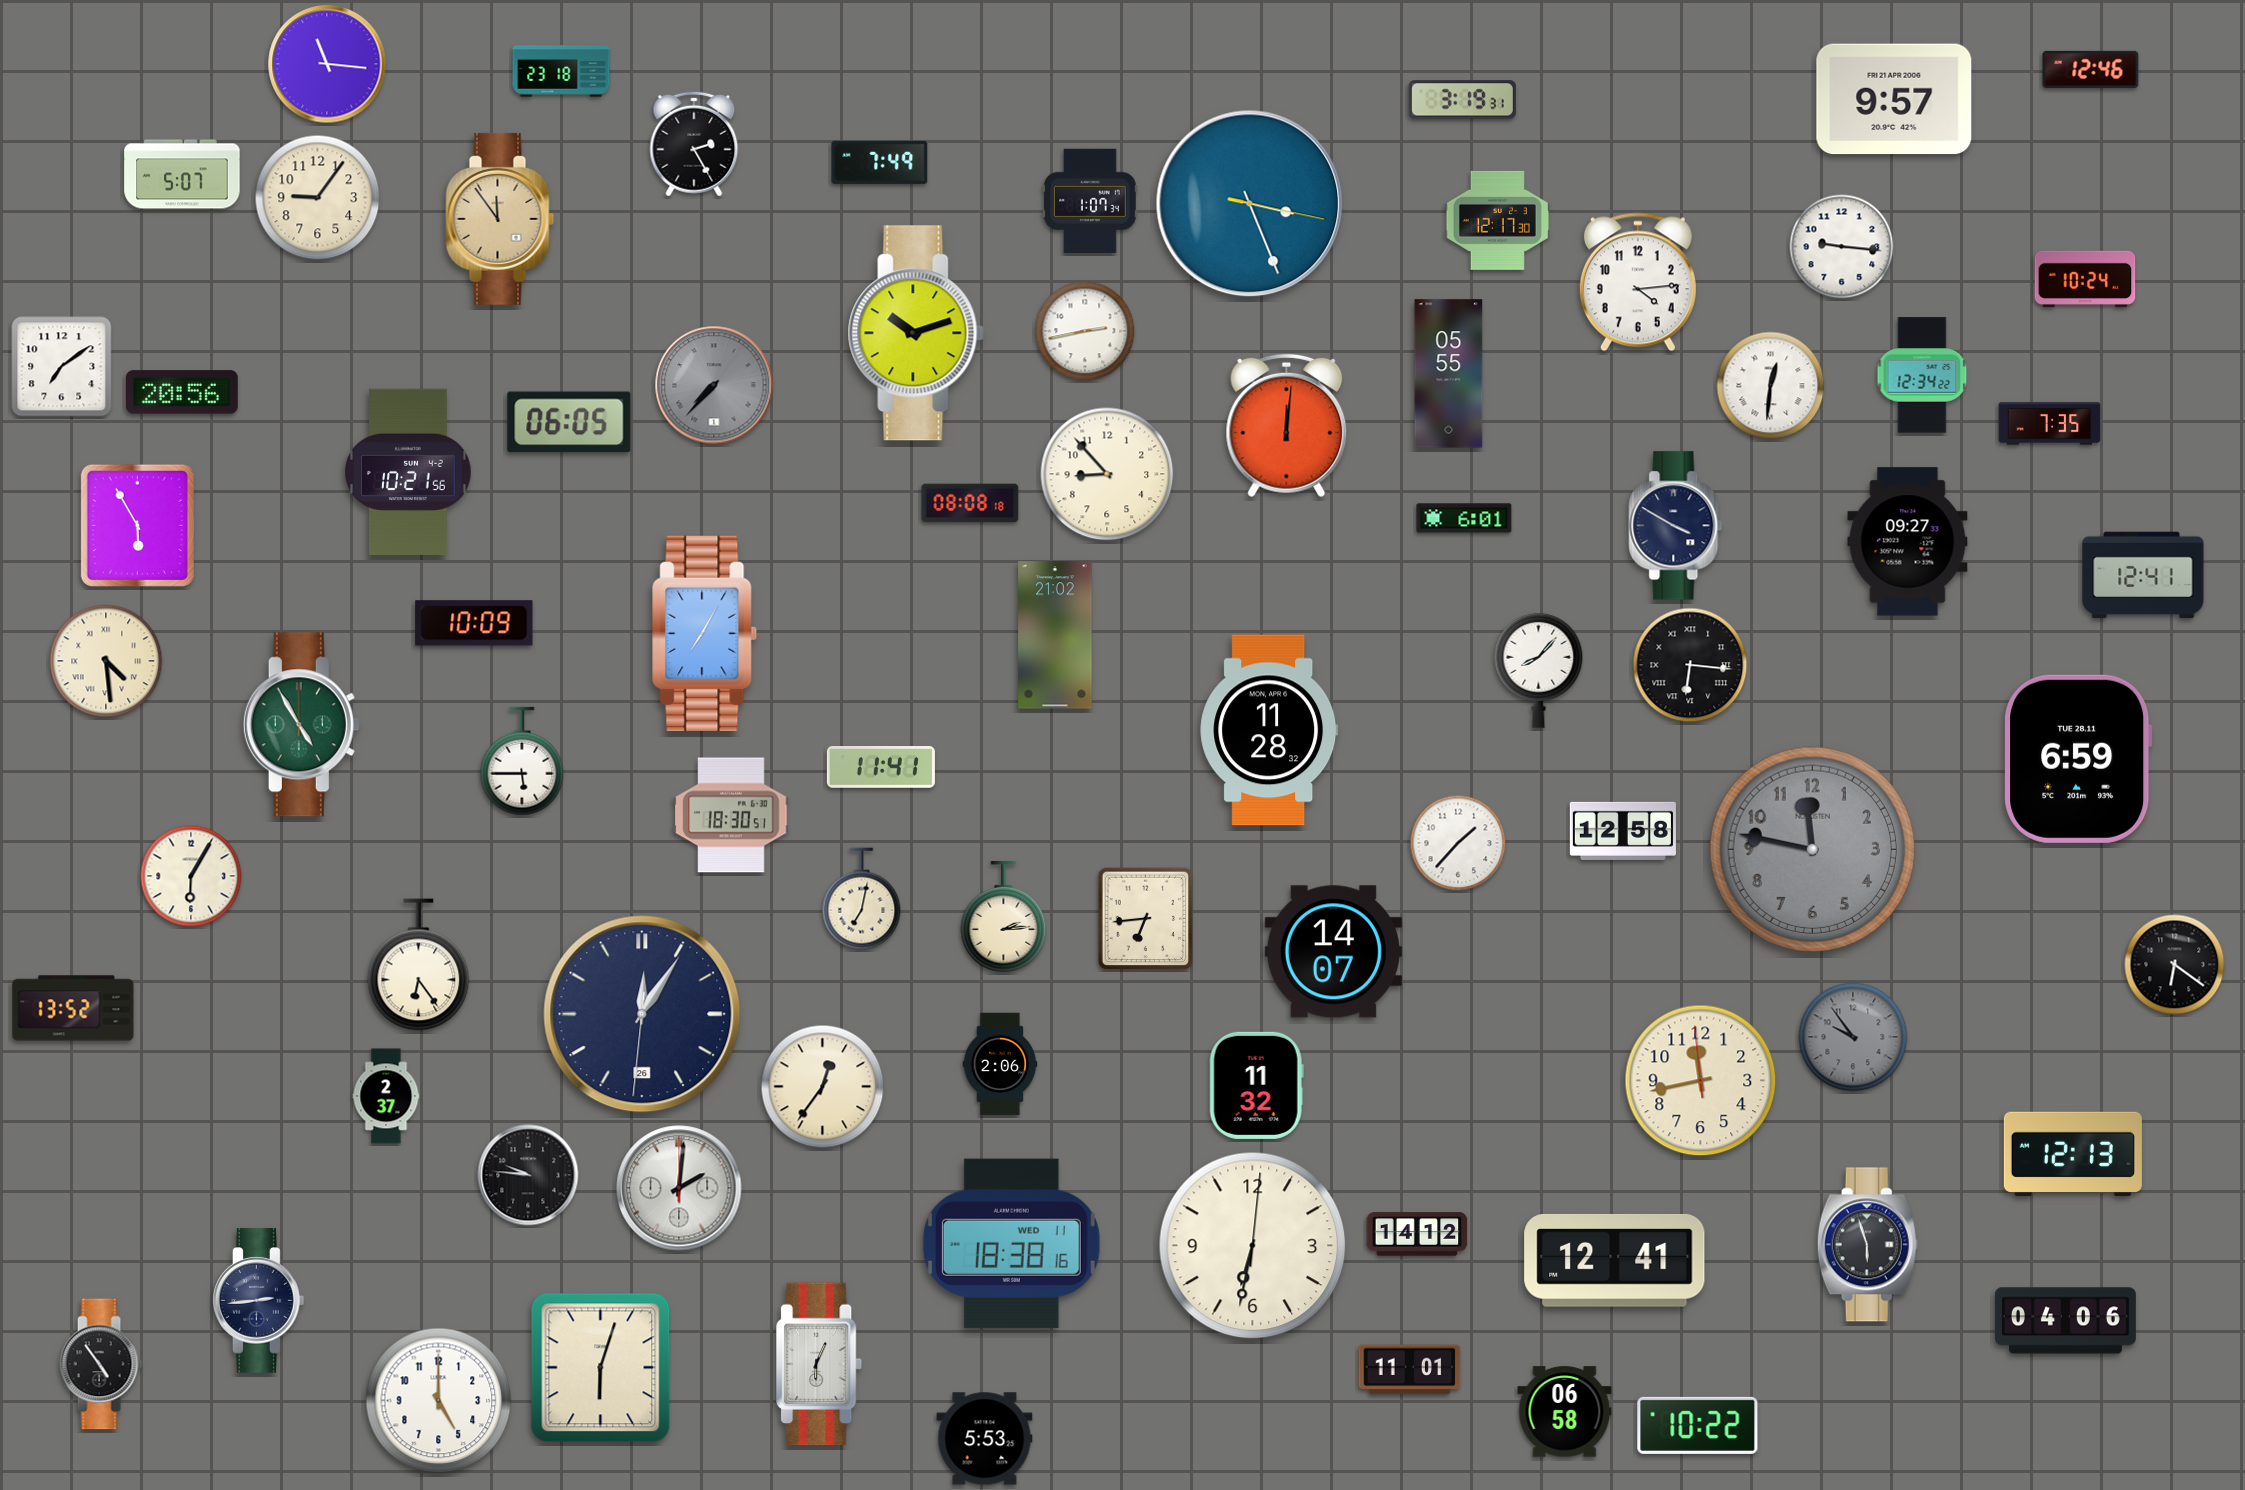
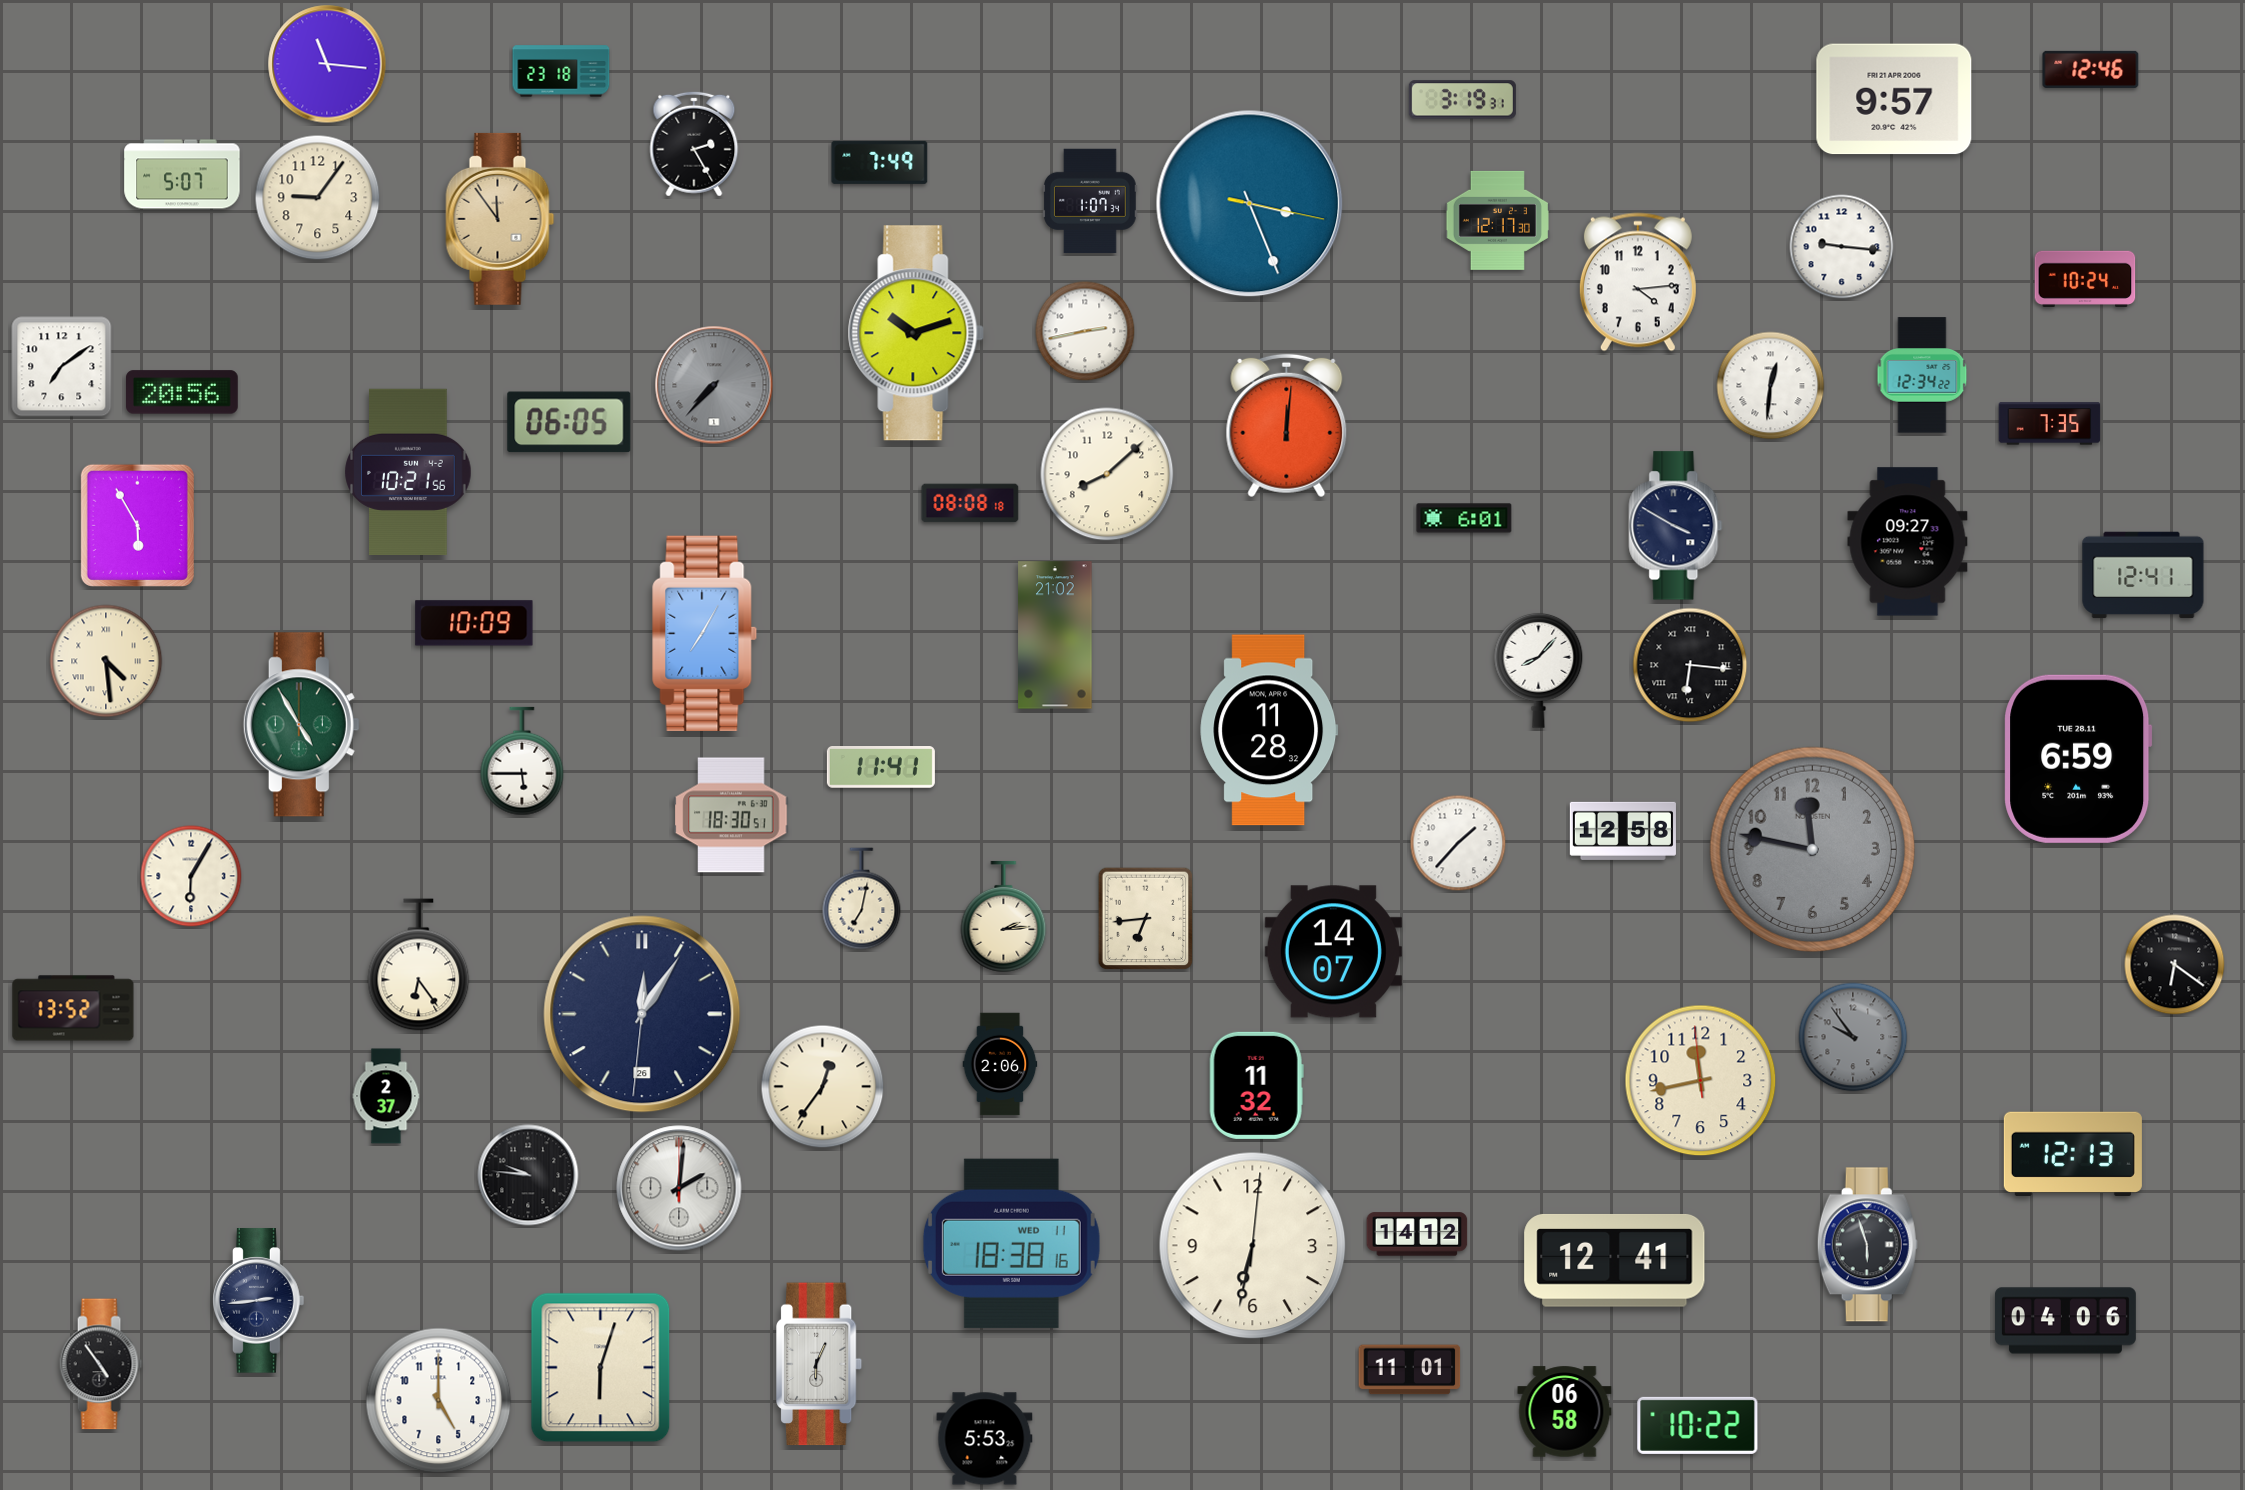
clock at (1449, 374): 05:55 -> none
clock at (1107, 474): 8:53 -> 8:08
